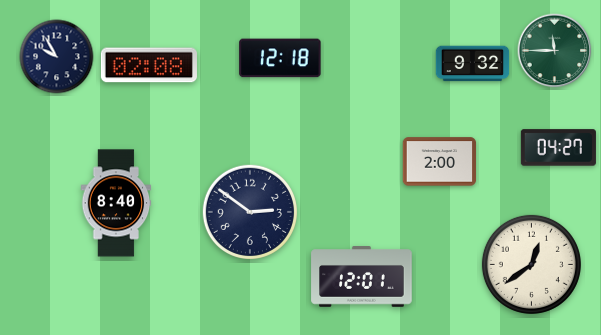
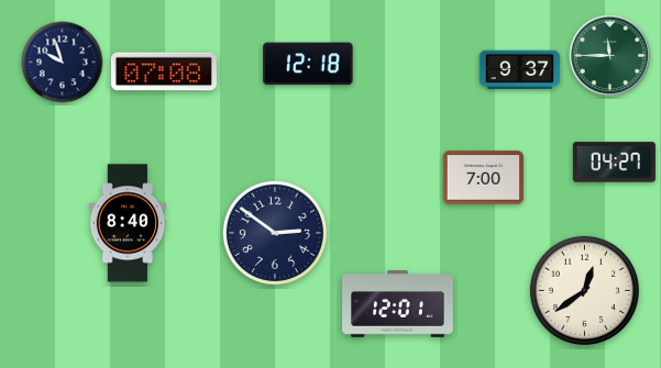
clock at (57, 57): 9:55 -> 9:57
clock at (473, 64): 9:32 -> 9:37
clock at (149, 65): 02:08 -> 07:08
clock at (440, 162): 2:00 -> 7:00
